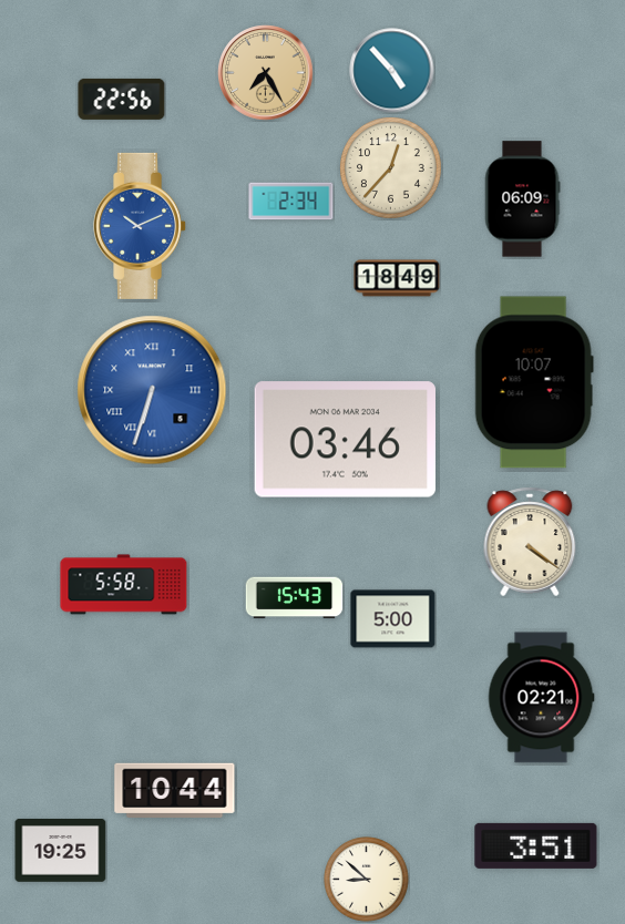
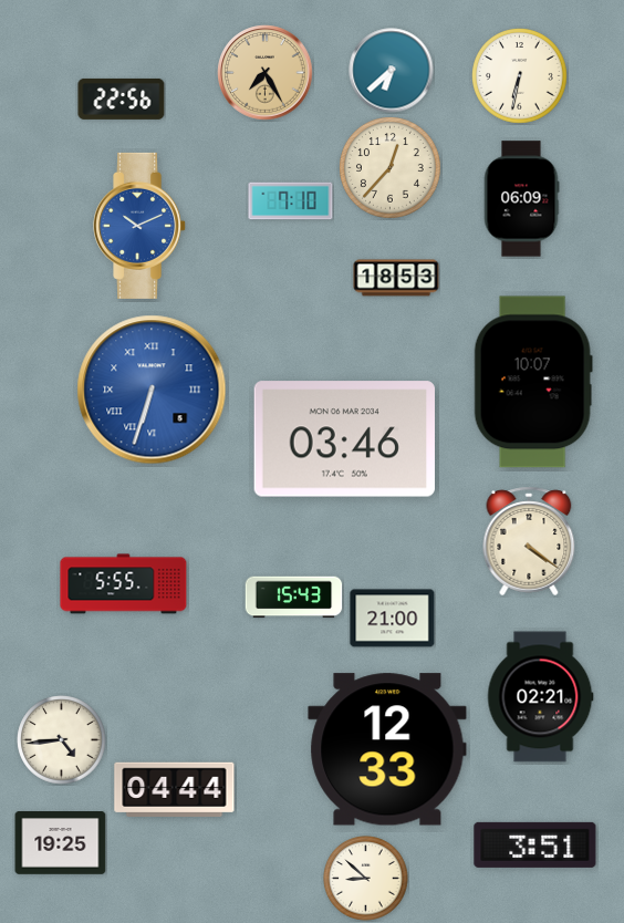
clock at (392, 71): 4:53 -> 6:38
clock at (520, 76): none -> 6:32
clock at (291, 202): 2:34 -> 7:10
clock at (397, 278): 18:49 -> 18:53
clock at (124, 585): 5:58 -> 5:55
clock at (393, 619): 5:00 -> 21:00
clock at (62, 740): none -> 4:44
clock at (387, 749): none -> 12:33
clock at (175, 790): 10:44 -> 04:44
clock at (61, 851) position: (61, 851) -> (61, 843)
